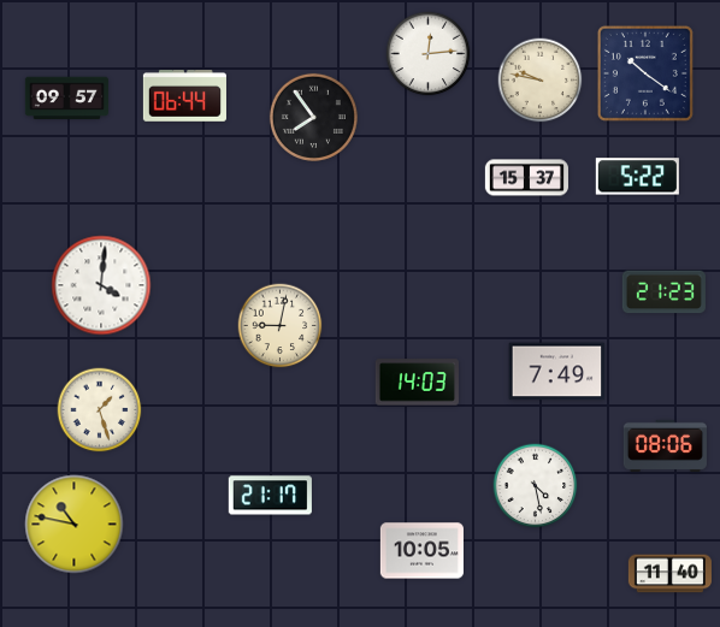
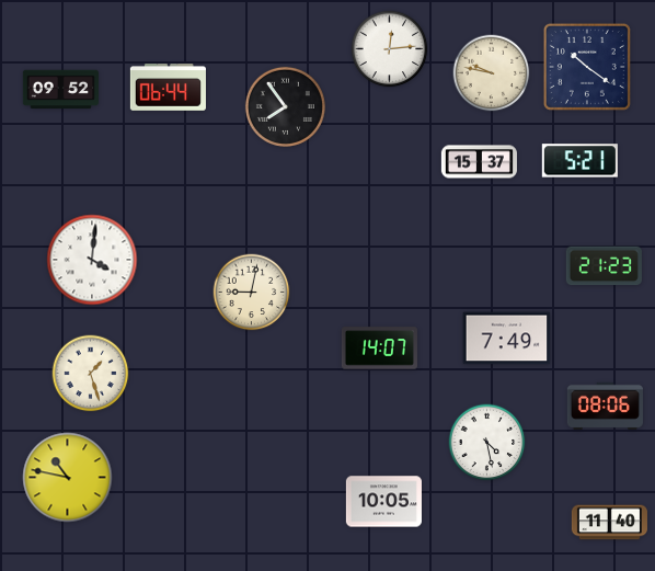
clock at (66, 99): 09:57 -> 09:52
clock at (637, 177): 5:22 -> 5:21
clock at (281, 326) position: (281, 326) -> (252, 293)
clock at (417, 383): 14:03 -> 14:07
clock at (270, 496): 21:17 -> none
